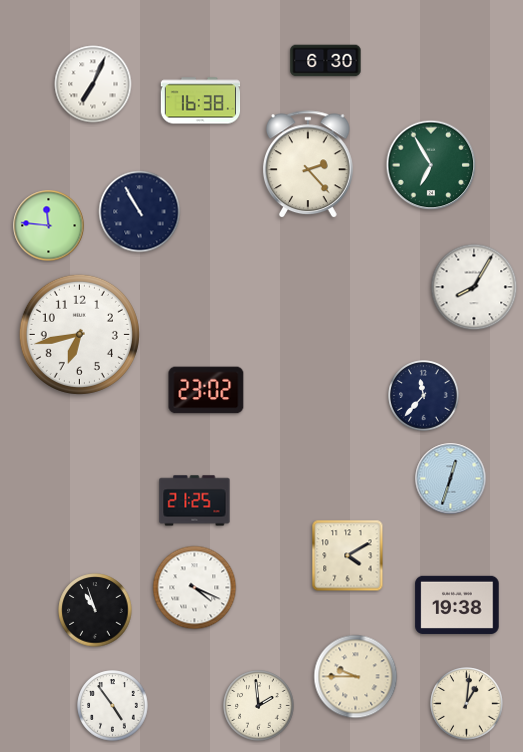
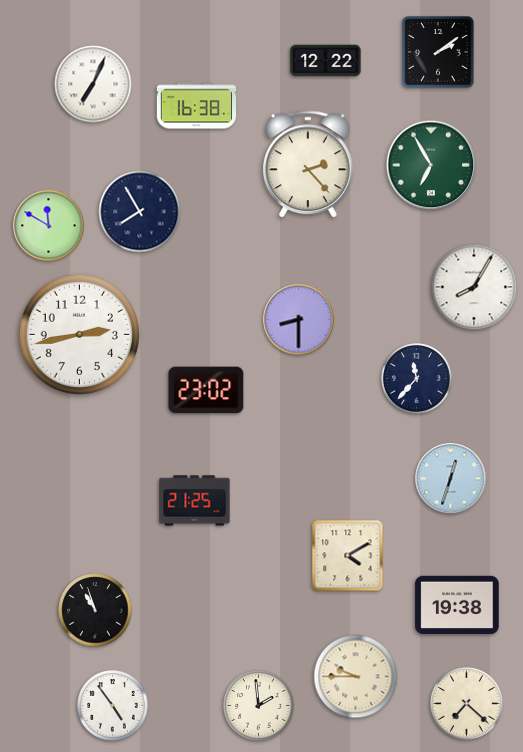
clock at (438, 52): none -> 2:09
clock at (326, 61): 6:30 -> 12:22
clock at (201, 101) position: (201, 101) -> (197, 106)
clock at (140, 212): 10:55 -> 7:55
clock at (49, 226): 11:46 -> 11:50
clock at (299, 320): none -> 8:30
clock at (79, 334): 6:43 -> 2:43
clock at (424, 396) position: (424, 396) -> (417, 379)
clock at (195, 588): 4:19 -> none
clock at (467, 704): 1:01 -> 7:22
